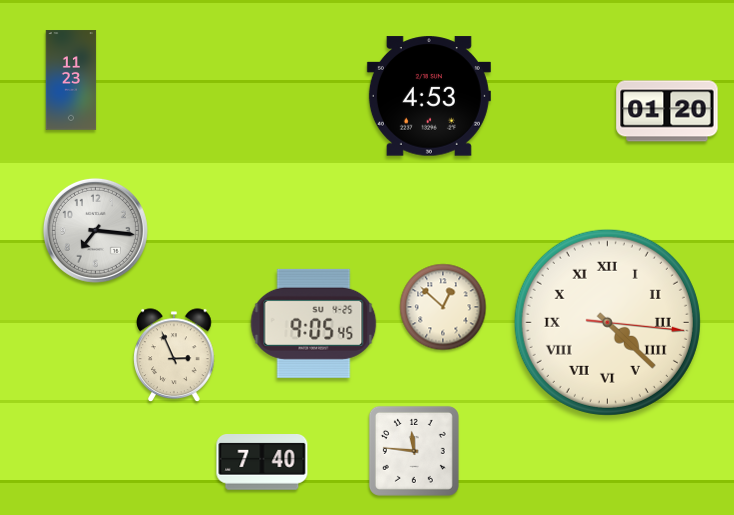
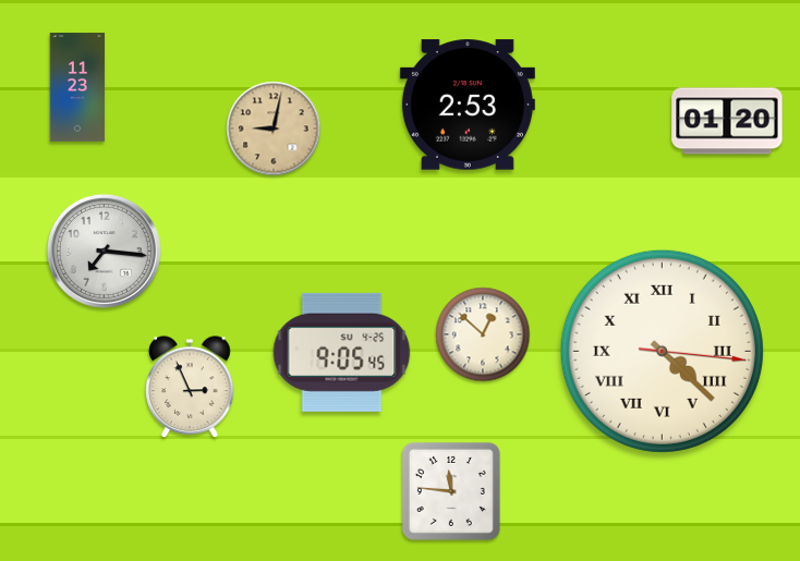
clock at (429, 96): 4:53 -> 2:53
clock at (274, 129): none -> 9:02
clock at (262, 462): 7:40 -> none
